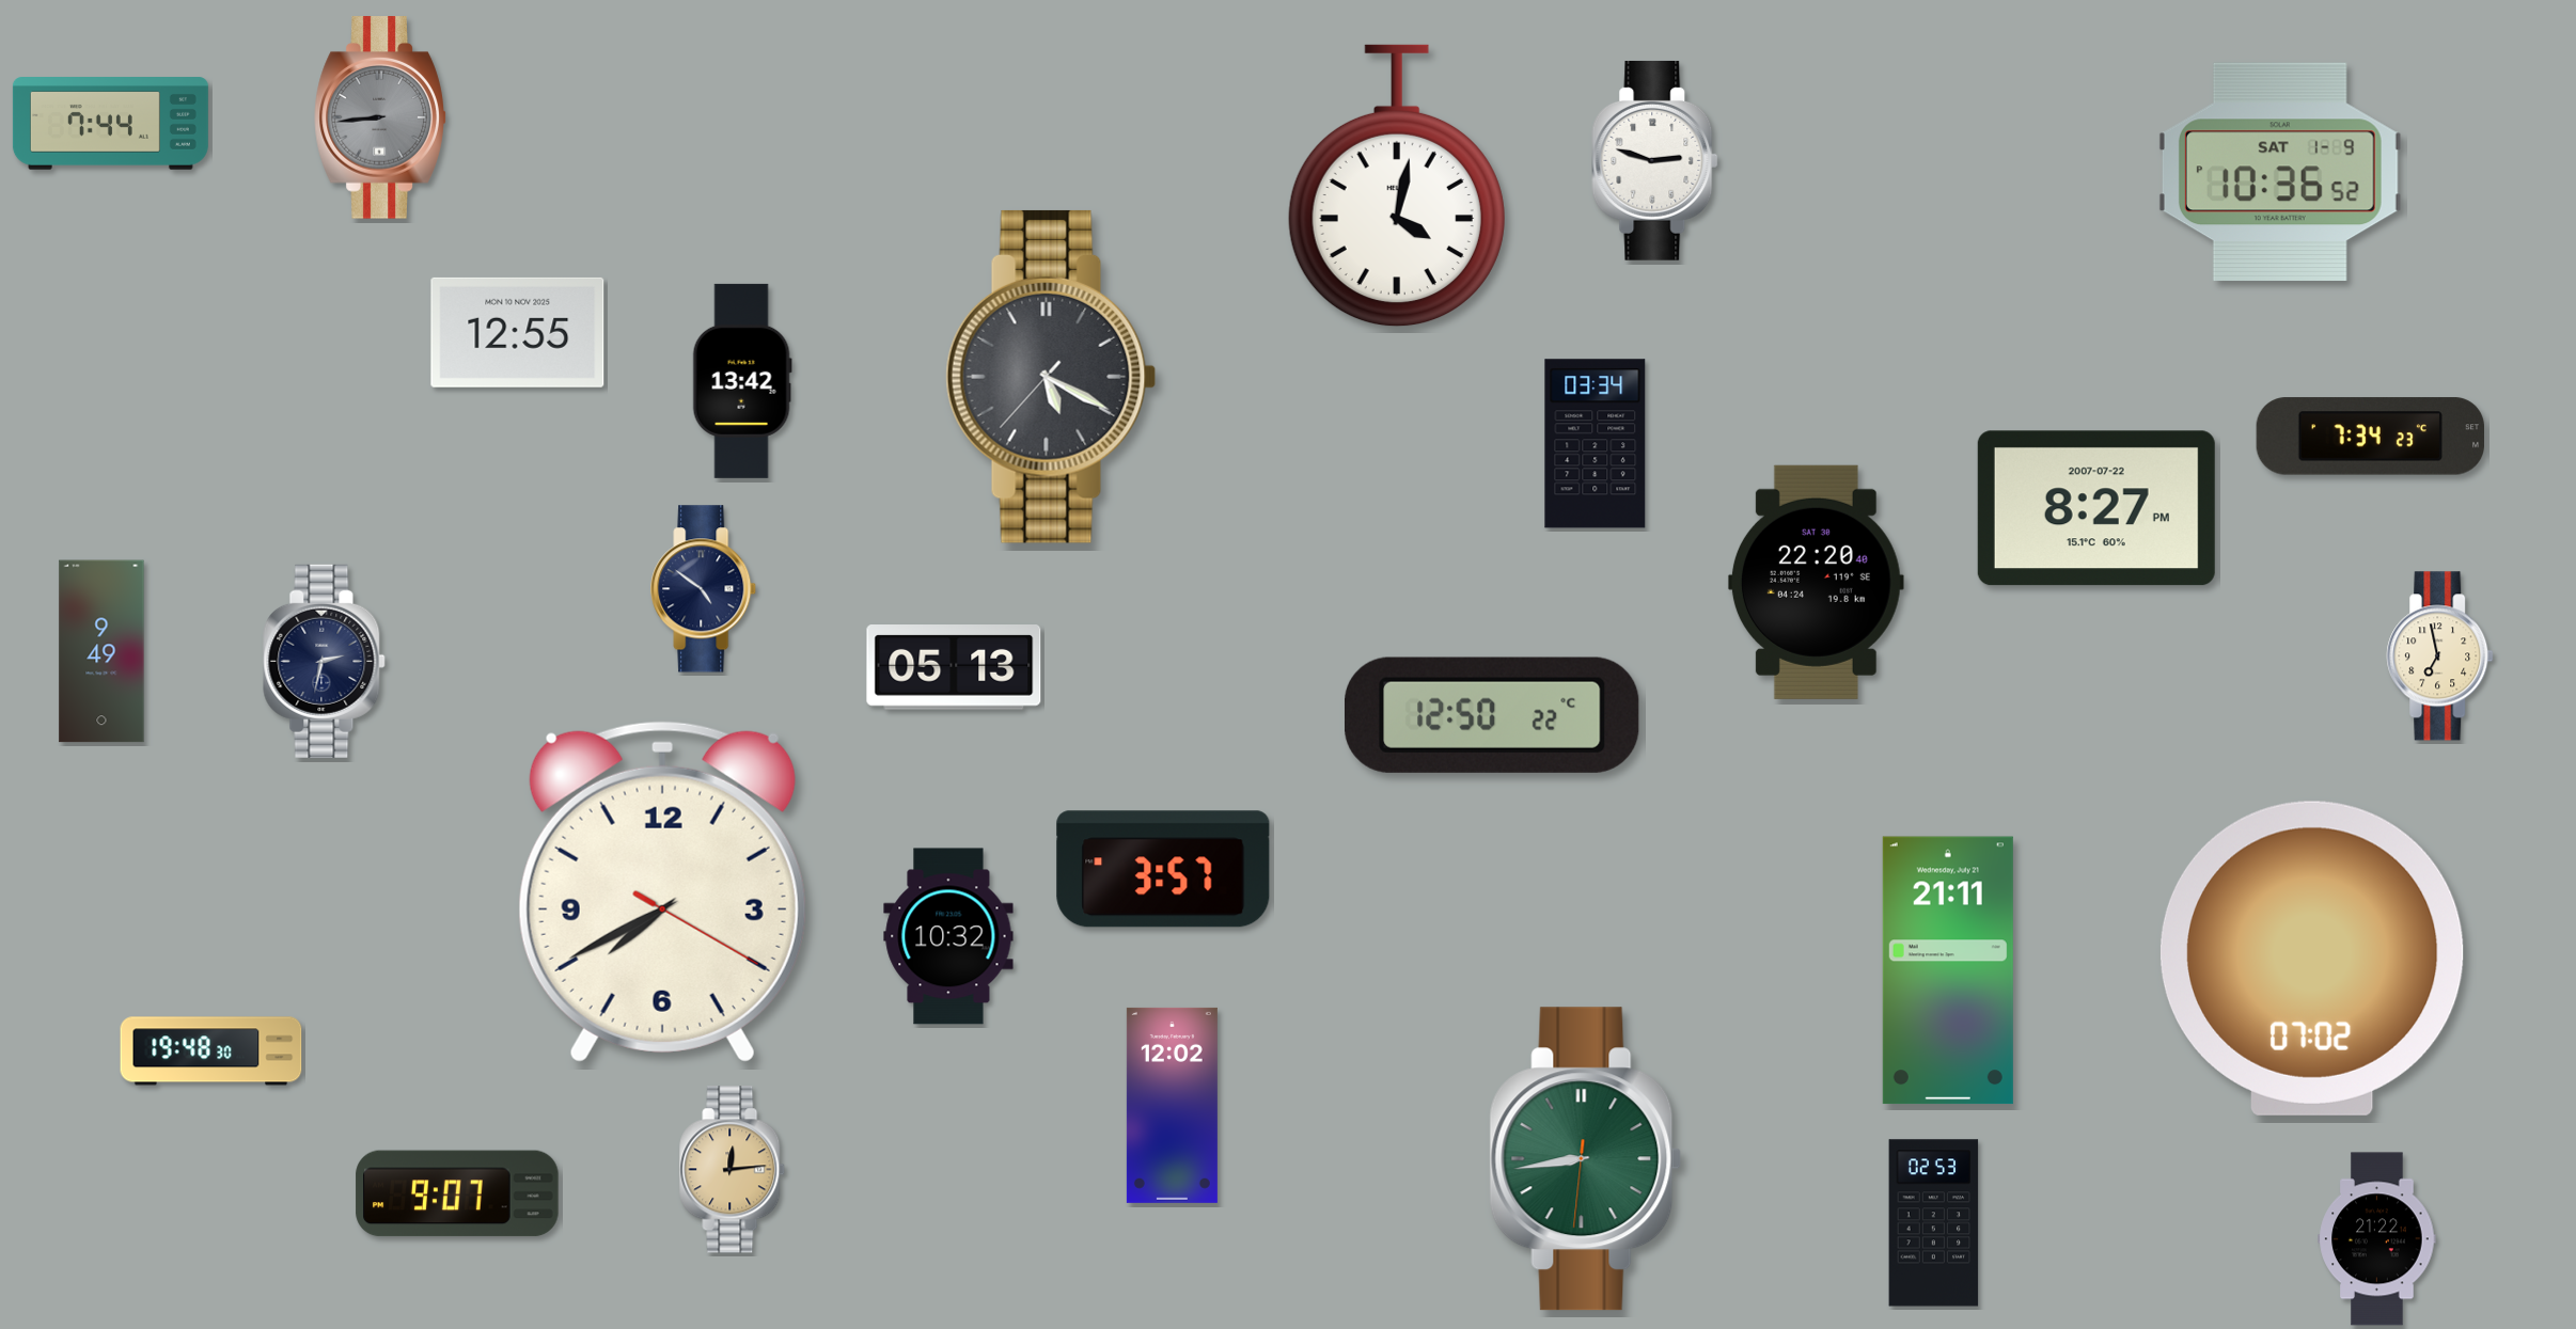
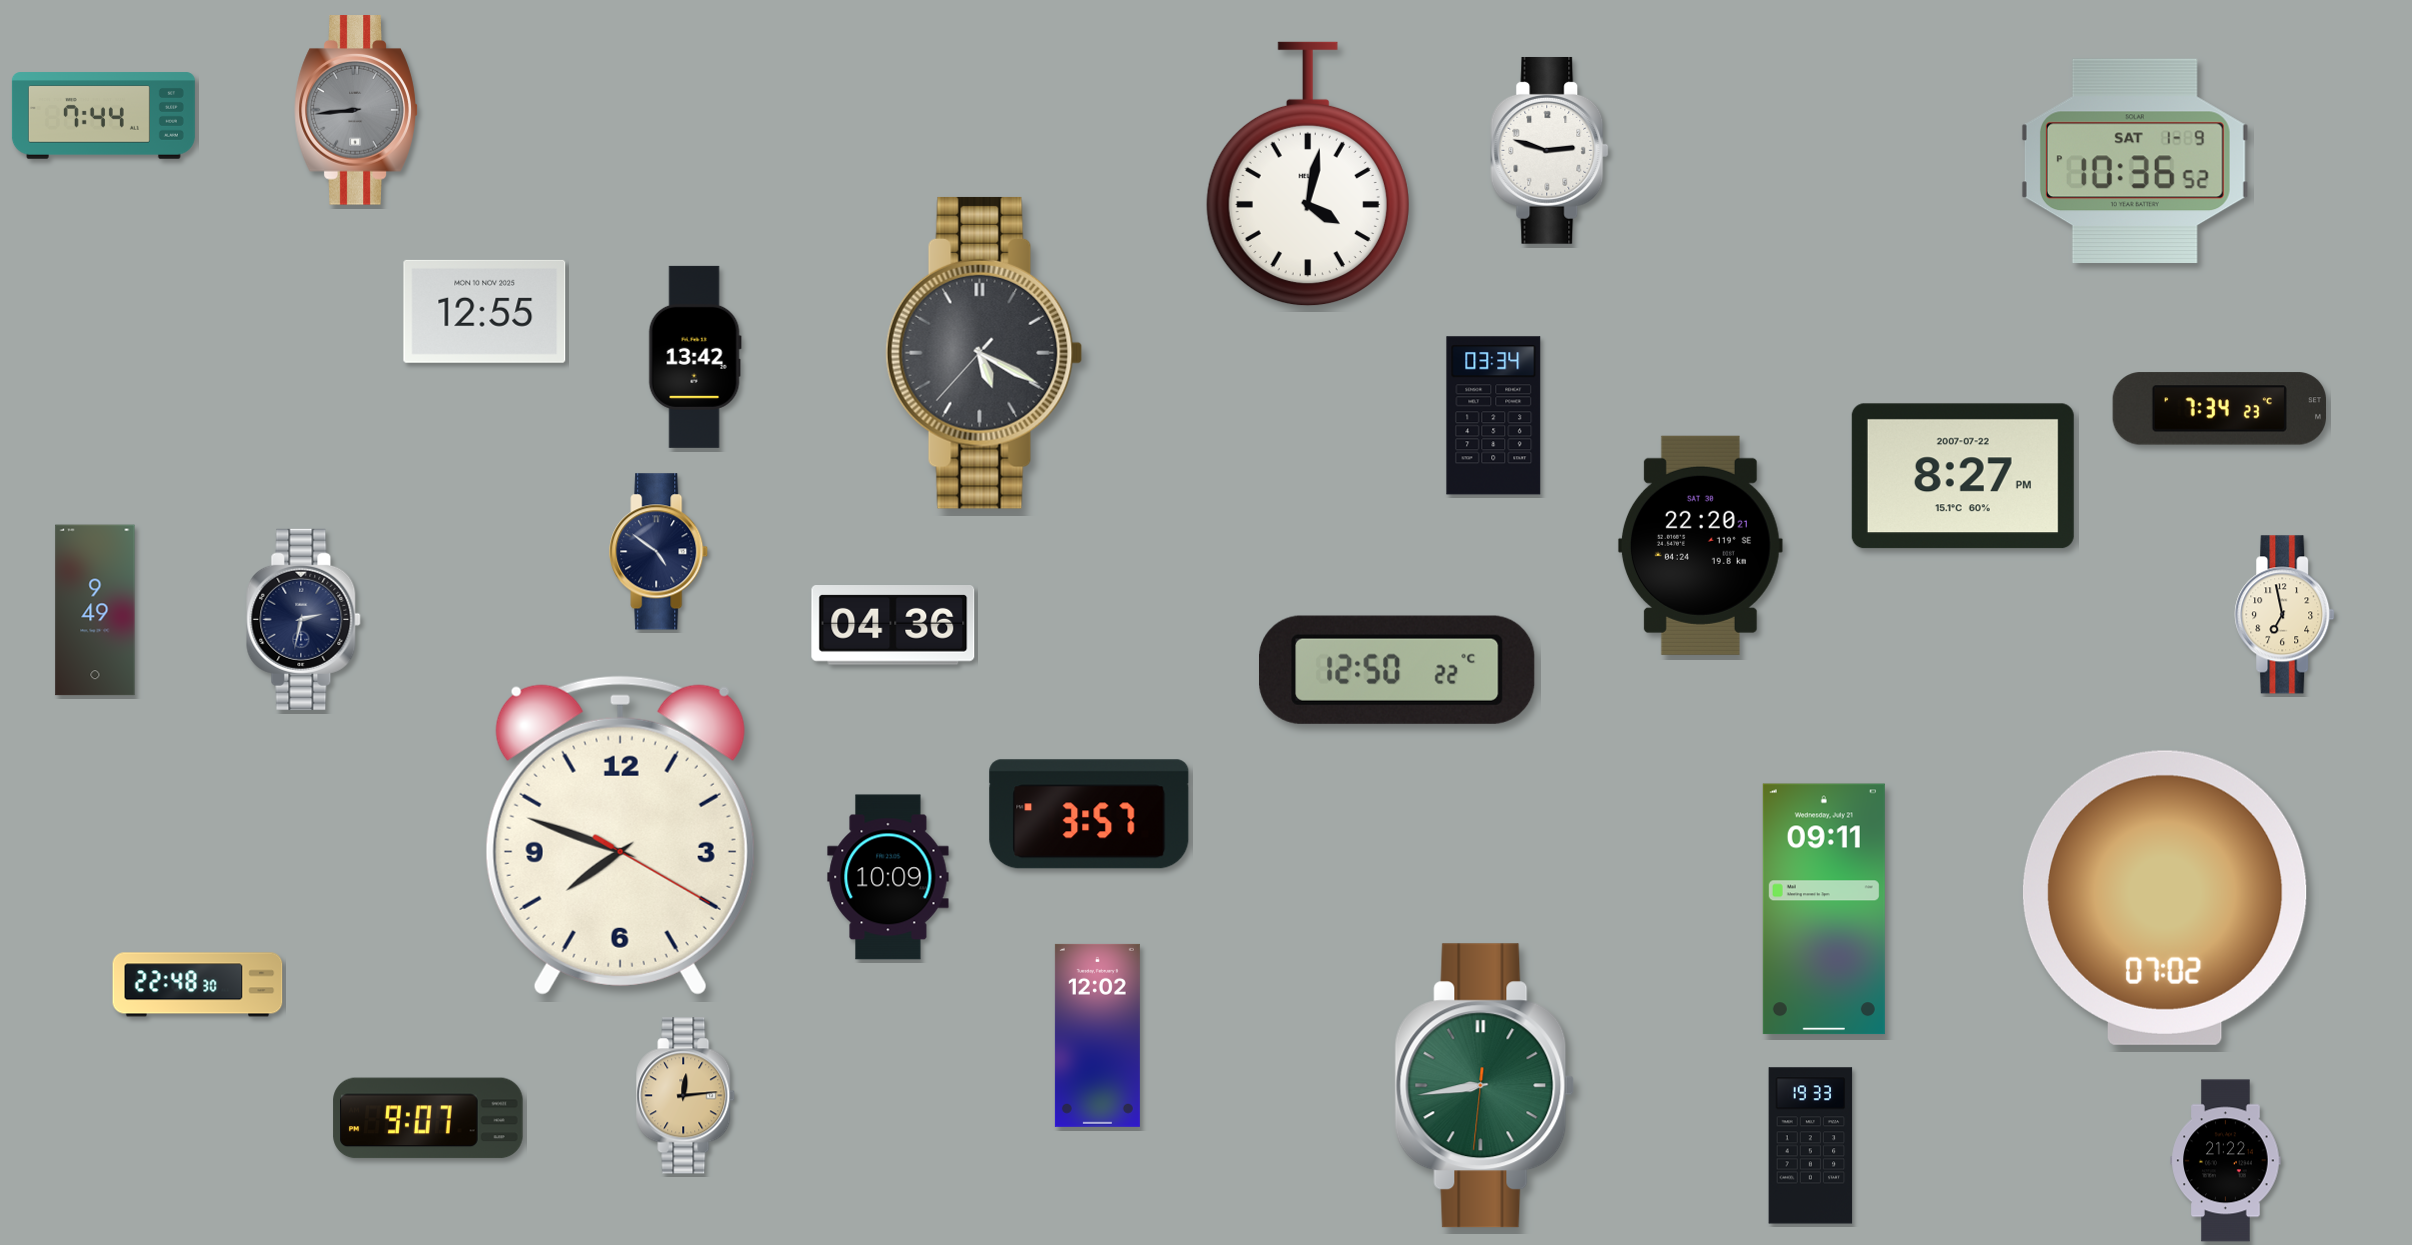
clock at (1816, 582): 22:20:40 -> 22:20:21
clock at (954, 668): 05:13 -> 04:36
clock at (662, 891): 7:40 -> 7:48
clock at (948, 936): 10:32 -> 10:09
clock at (1948, 970): 21:11 -> 09:11
clock at (211, 1051): 19:48 -> 22:48
clock at (1934, 1223): 02:53 -> 19:33
